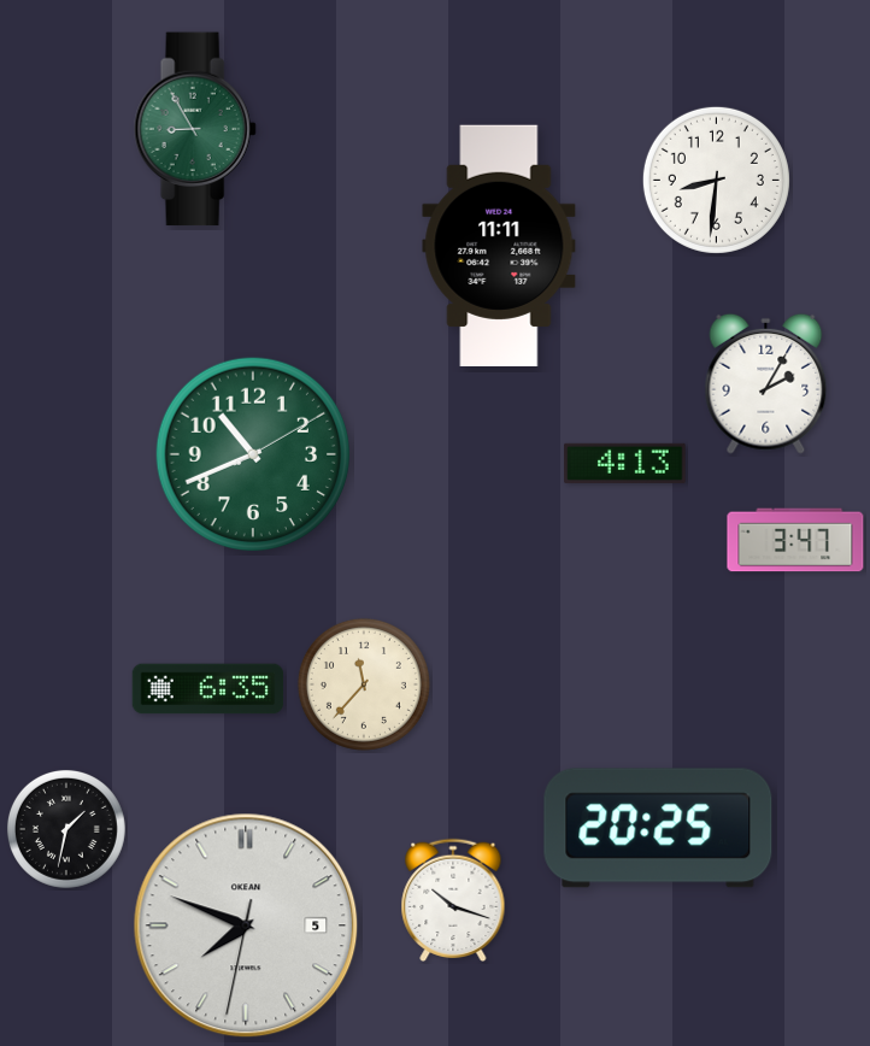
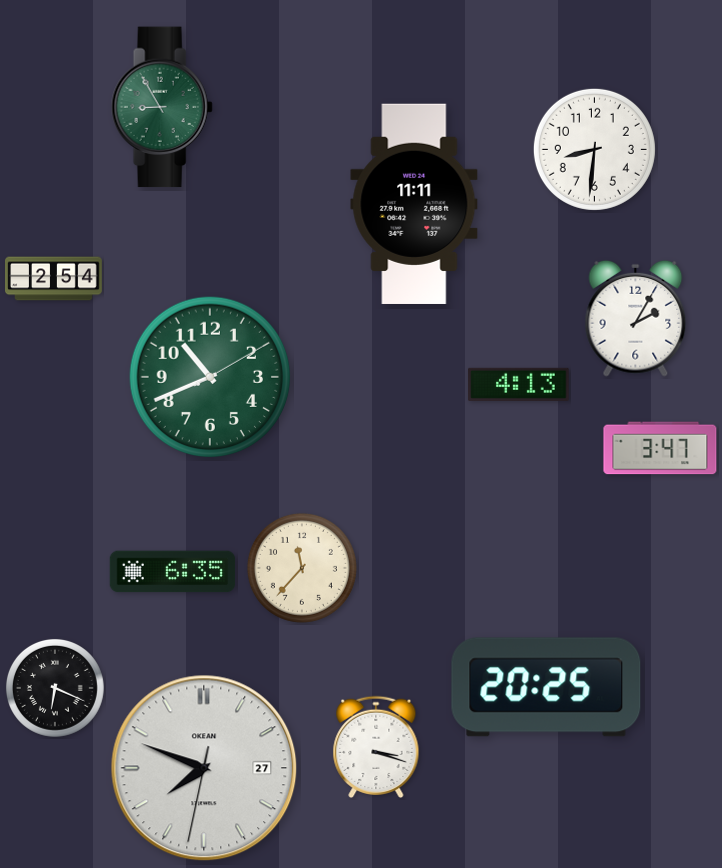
clock at (54, 279): none -> 2:54
clock at (66, 829): 1:32 -> 6:19
clock at (453, 899): 10:18 -> 3:18
clock at (246, 925) date: 5 -> 27
